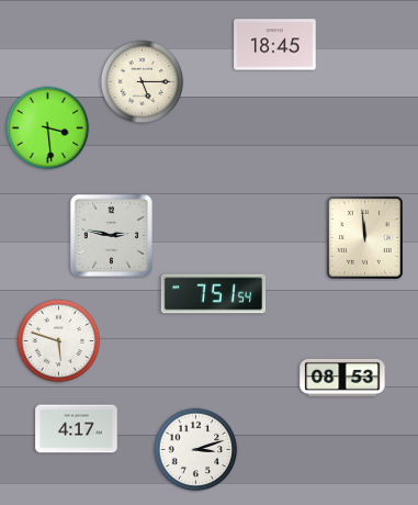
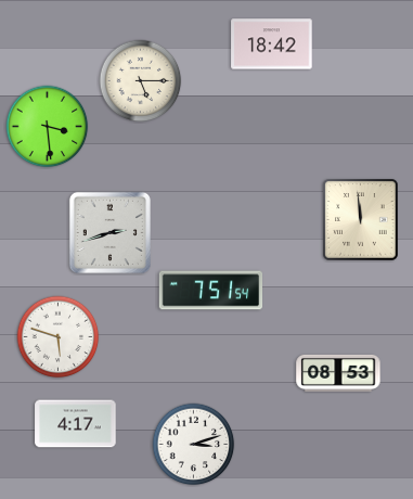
clock at (275, 45): 18:45 -> 18:42
clock at (111, 235): 2:47 -> 2:42
clock at (365, 238) position: (365, 238) -> (361, 220)
